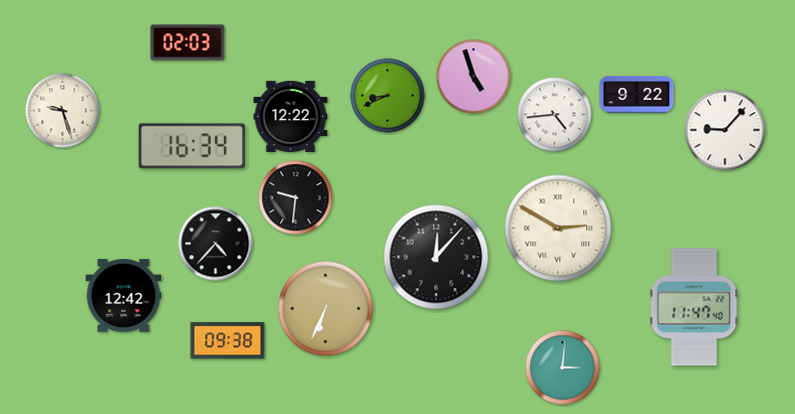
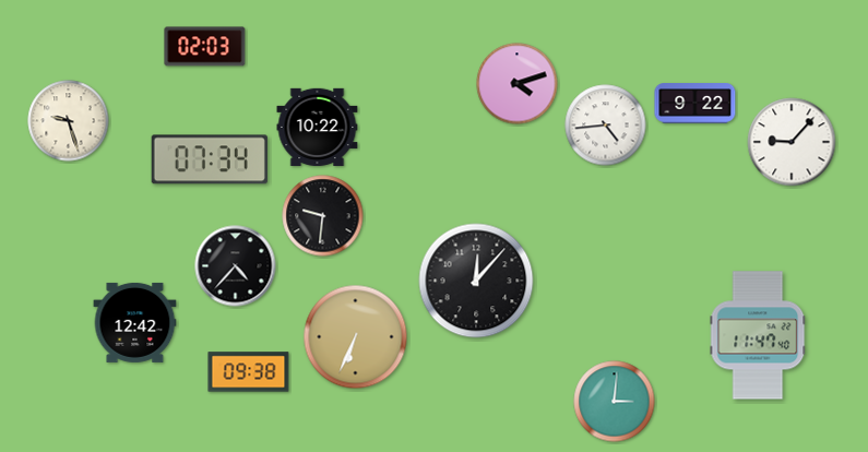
clock at (474, 77): 4:57 -> 4:12
clock at (388, 96): 8:41 -> none
clock at (291, 116): 12:22 -> 10:22
clock at (192, 146): 16:34 -> 07:34
clock at (558, 228): 2:50 -> none
